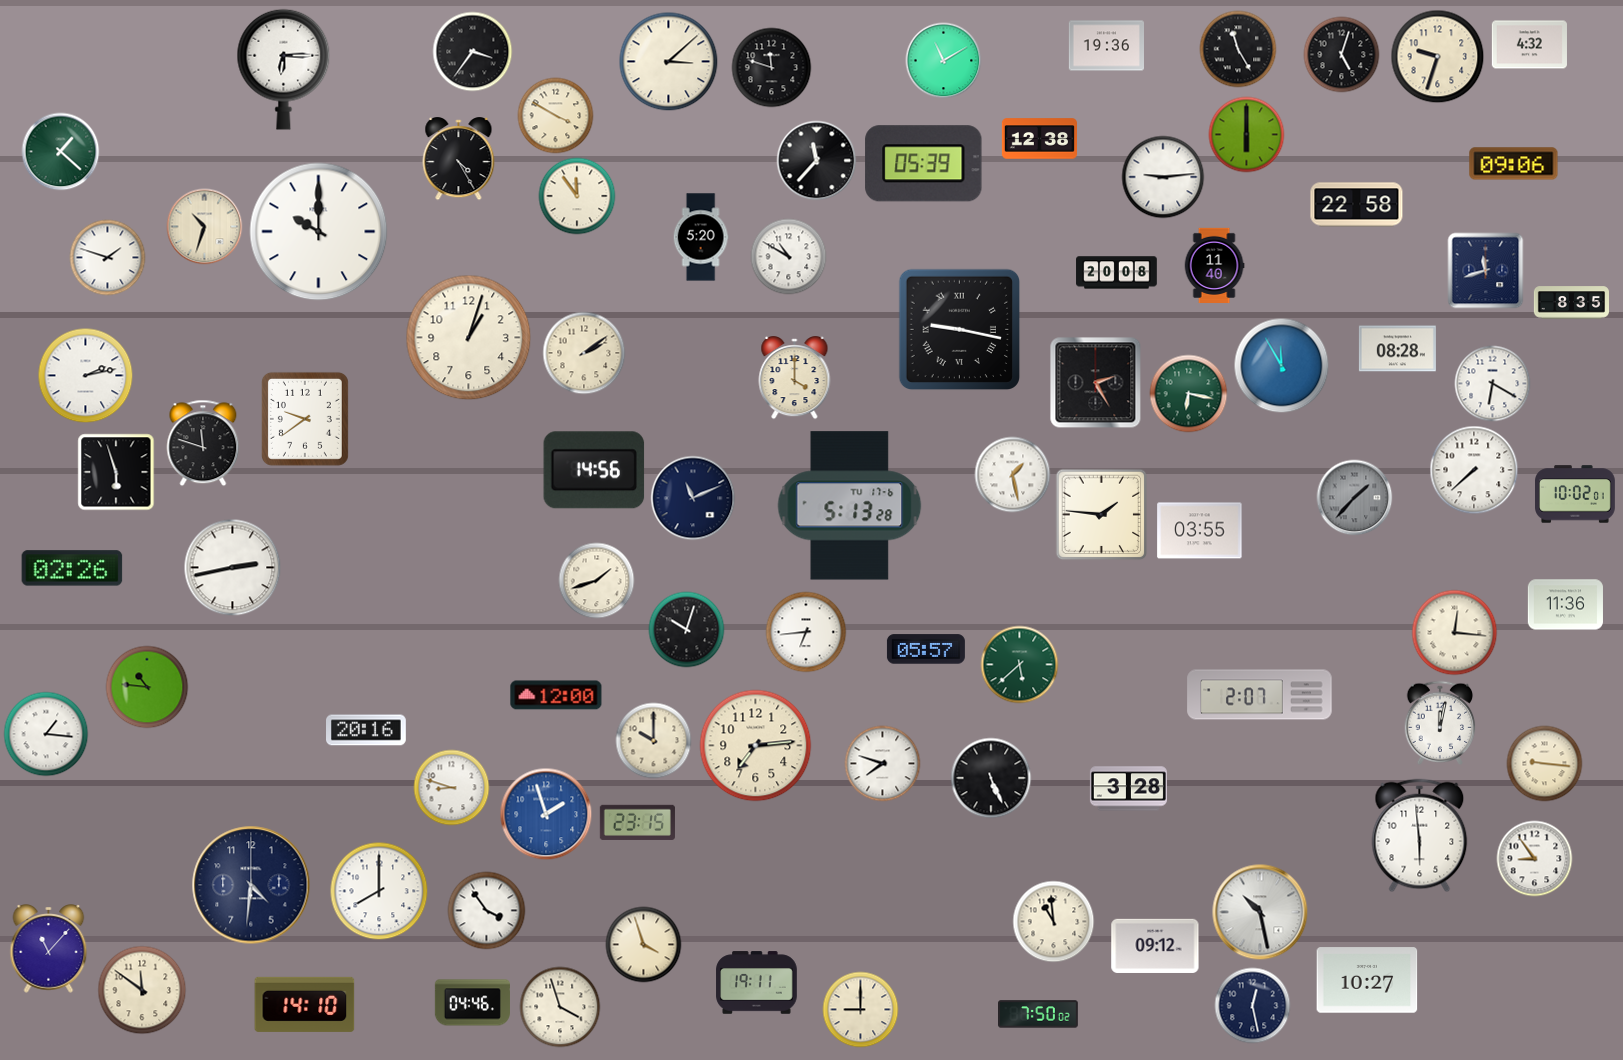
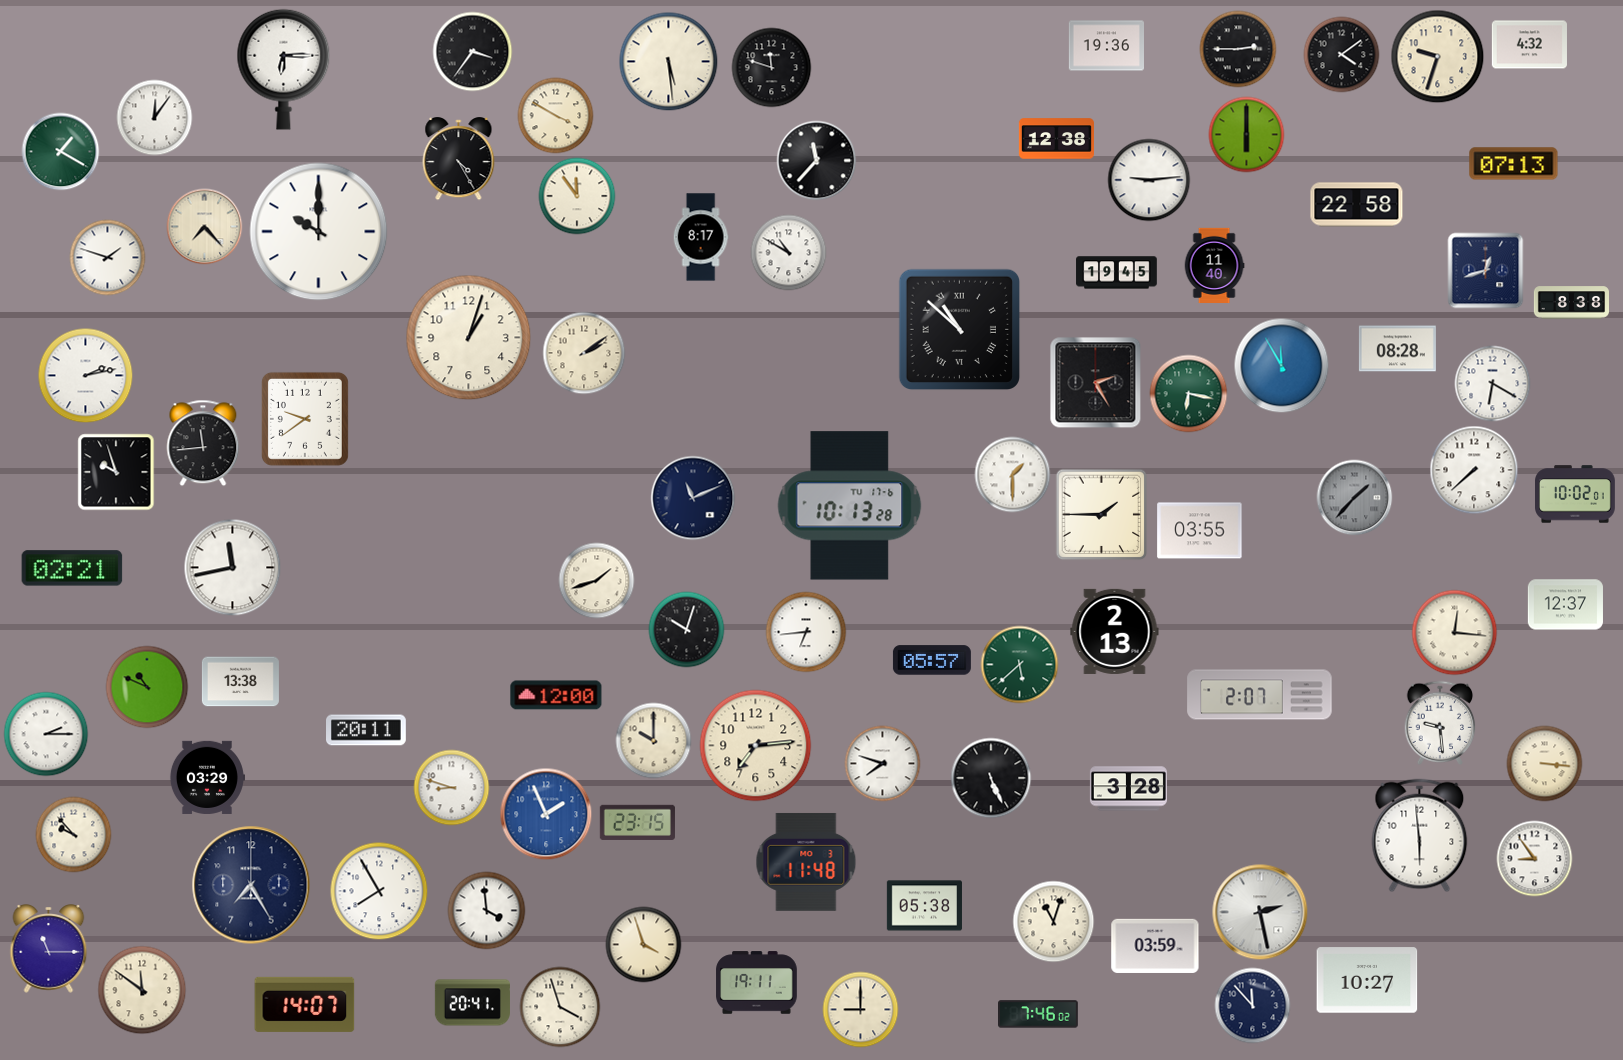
clock at (1238, 49): 11:25 -> 2:45
clock at (1342, 55): 5:03 -> 4:09
clock at (944, 61): 11:10 -> none
clock at (669, 62): 3:08 -> 5:29
clock at (155, 118): none -> 12:06
clock at (1039, 139) position: (1039, 139) -> (1056, 139)
clock at (61, 152): 1:22 -> 1:20
clock at (924, 164): 05:39 -> none
clock at (1514, 164): 09:06 -> 07:13
clock at (1163, 177) position: (1163, 177) -> (1149, 180)
clock at (205, 227): 10:33 -> 7:23
clock at (701, 237): 5:20 -> 8:17
clock at (789, 257) position: (789, 257) -> (789, 253)
clock at (1486, 271): 11:42 -> 12:42
clock at (1117, 273): 20:08 -> 19:45
clock at (1571, 303): 8:35 -> 8:38
clock at (960, 330): 9:17 -> 10:52
clock at (795, 378): 4:00 -> none
clock at (203, 443): 11:48 -> 11:44
clock at (594, 470): 14:56 -> none
clock at (116, 472): 5:57 -> 9:57
clock at (1013, 475): 1:28 -> 1:30
clock at (850, 506): 5:13 -> 10:13
clock at (1102, 515): 1:46 -> 1:45
clock at (72, 568): 02:26 -> 02:21
clock at (233, 568): 2:43 -> 11:43
clock at (1565, 605): 11:36 -> 12:37
clock at (1115, 631): none -> 2:13
clock at (926, 649) position: (926, 649) -> (932, 660)
clock at (240, 682): none -> 13:38
clock at (147, 687): 10:46 -> 10:49
clock at (1440, 722): 12:02 -> 9:29
clock at (367, 730): 20:16 -> 20:11
clock at (46, 734): 1:16 -> 2:15
clock at (1545, 764): 9:16 -> 3:16
clock at (207, 777): none -> 03:29
clock at (546, 814): 1:57 -> 1:56
clock at (74, 835): none -> 9:53
clock at (806, 862): none -> 11:48
clock at (251, 885): 4:31 -> 7:25
clock at (379, 891): 8:00 -> 7:55
clock at (924, 906): none -> 05:38
clock at (487, 911): 3:54 -> 3:59
clock at (1260, 912): 10:28 -> 2:28
clock at (1054, 922): 10:59 -> 11:03
clock at (1155, 945): 09:12 -> 03:59
clock at (49, 949): 11:07 -> 11:15
clock at (472, 1003): 04:46 -> 20:41
clock at (305, 1004): 14:10 -> 14:07
clock at (1253, 1006): 12:28 -> 11:53
clock at (1039, 1014): 7:50 -> 7:46
